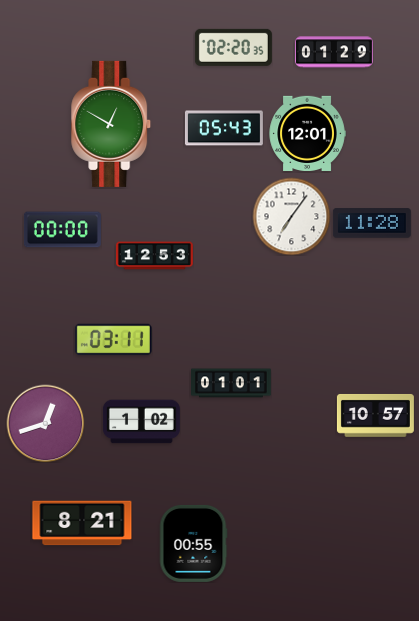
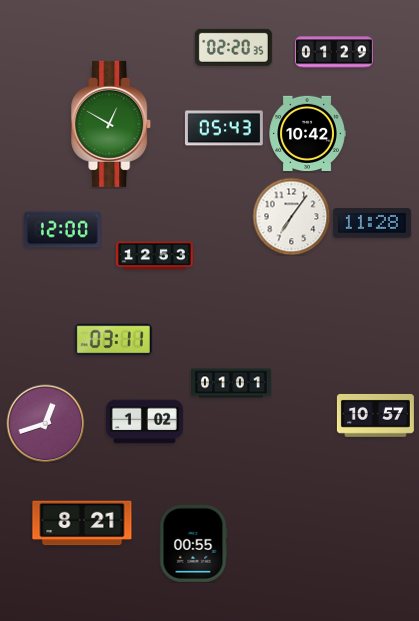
clock at (307, 133): 12:01 -> 10:42
clock at (62, 230): 00:00 -> 12:00
clock at (141, 422) position: (141, 422) -> (144, 422)
